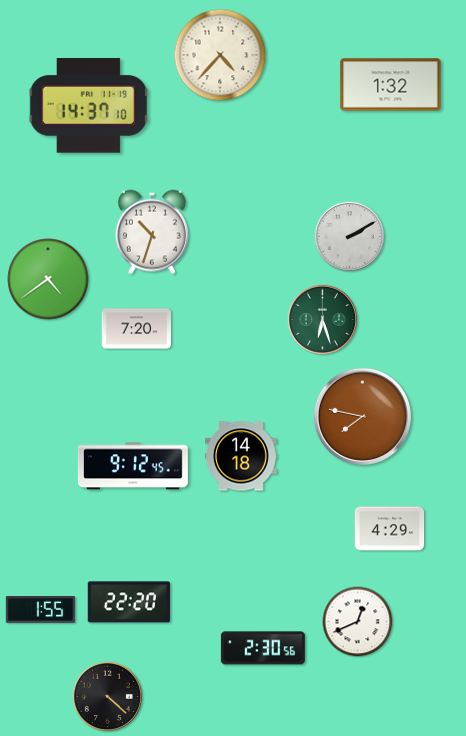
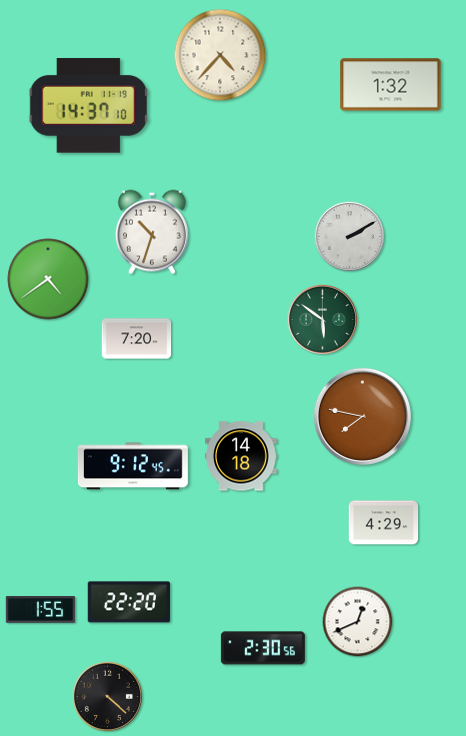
clock at (322, 319): 6:27 -> 5:51
clock at (137, 329) position: (137, 329) -> (137, 339)
clock at (390, 529) position: (390, 529) -> (384, 523)
